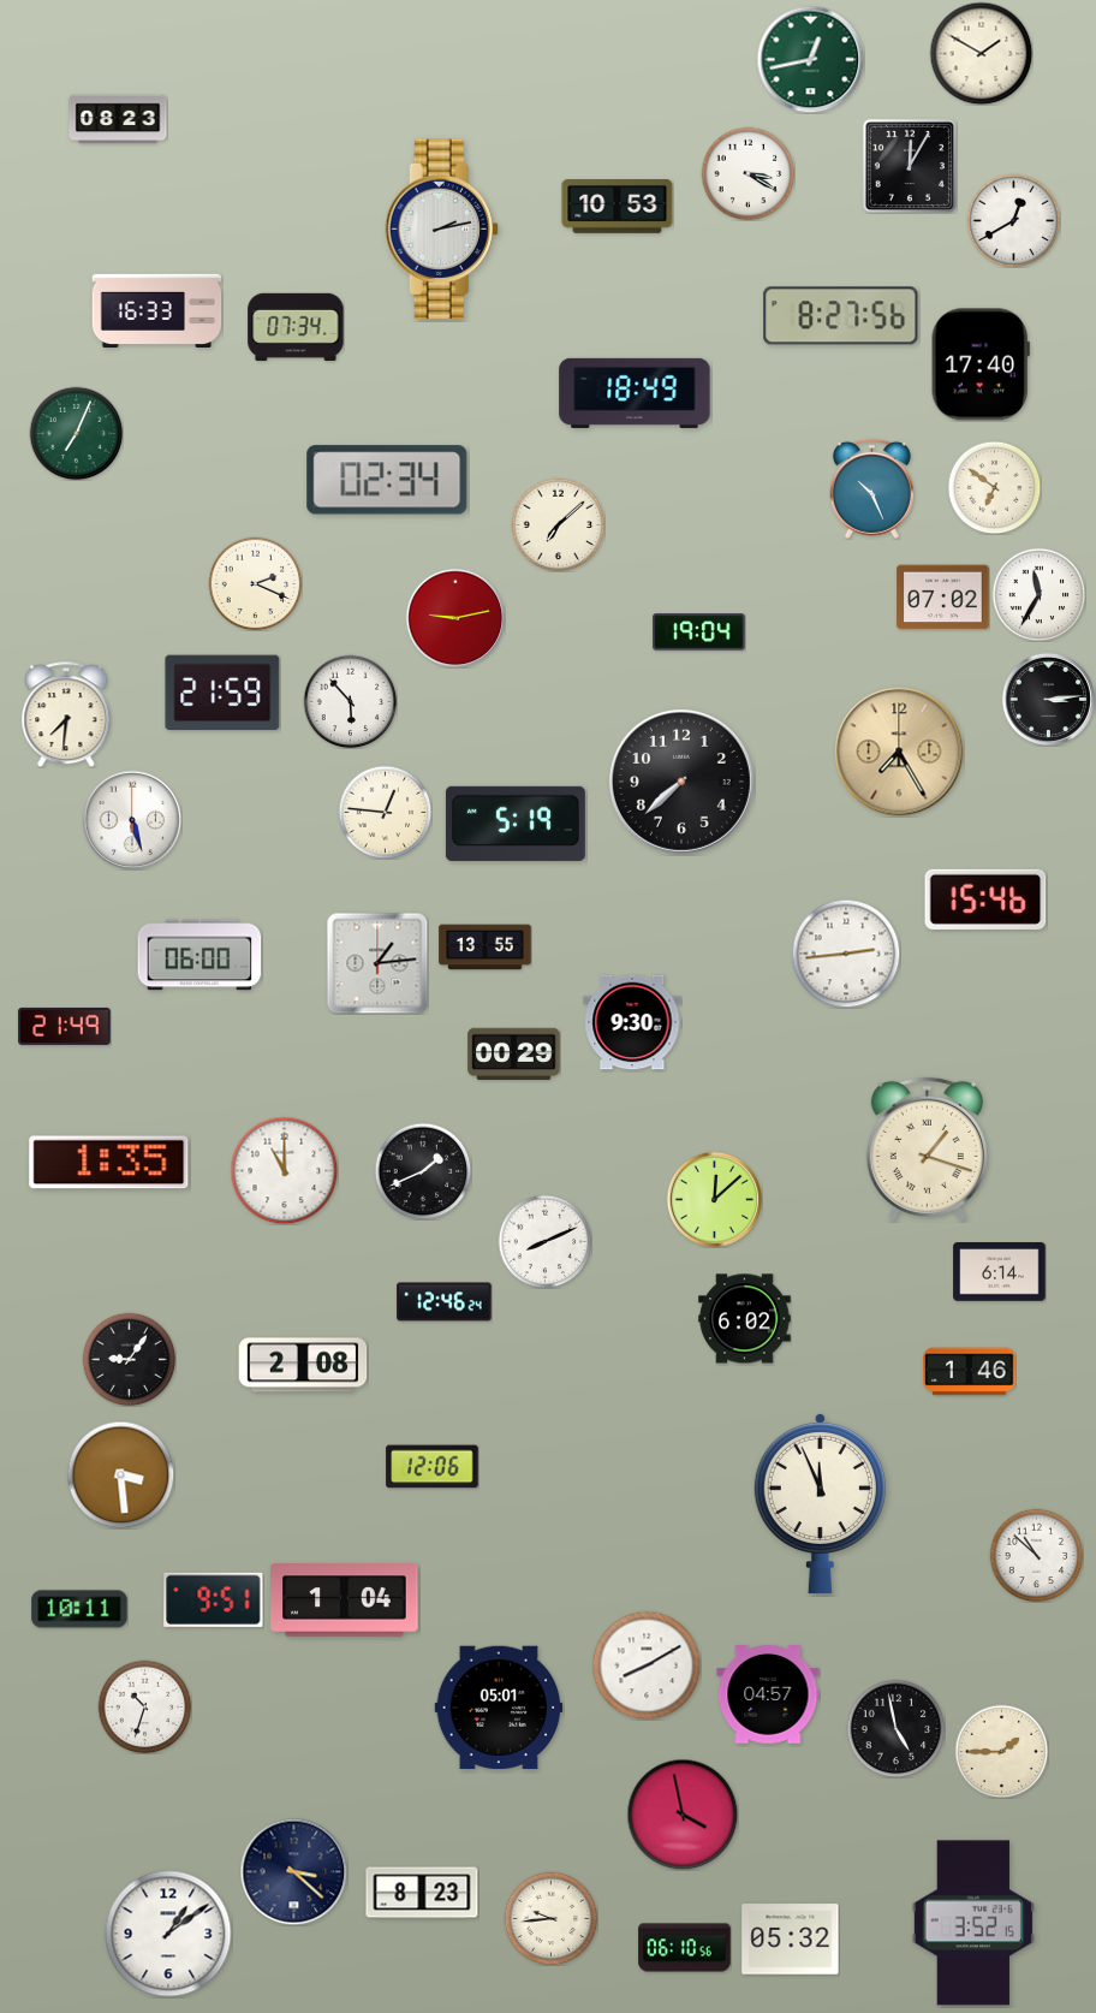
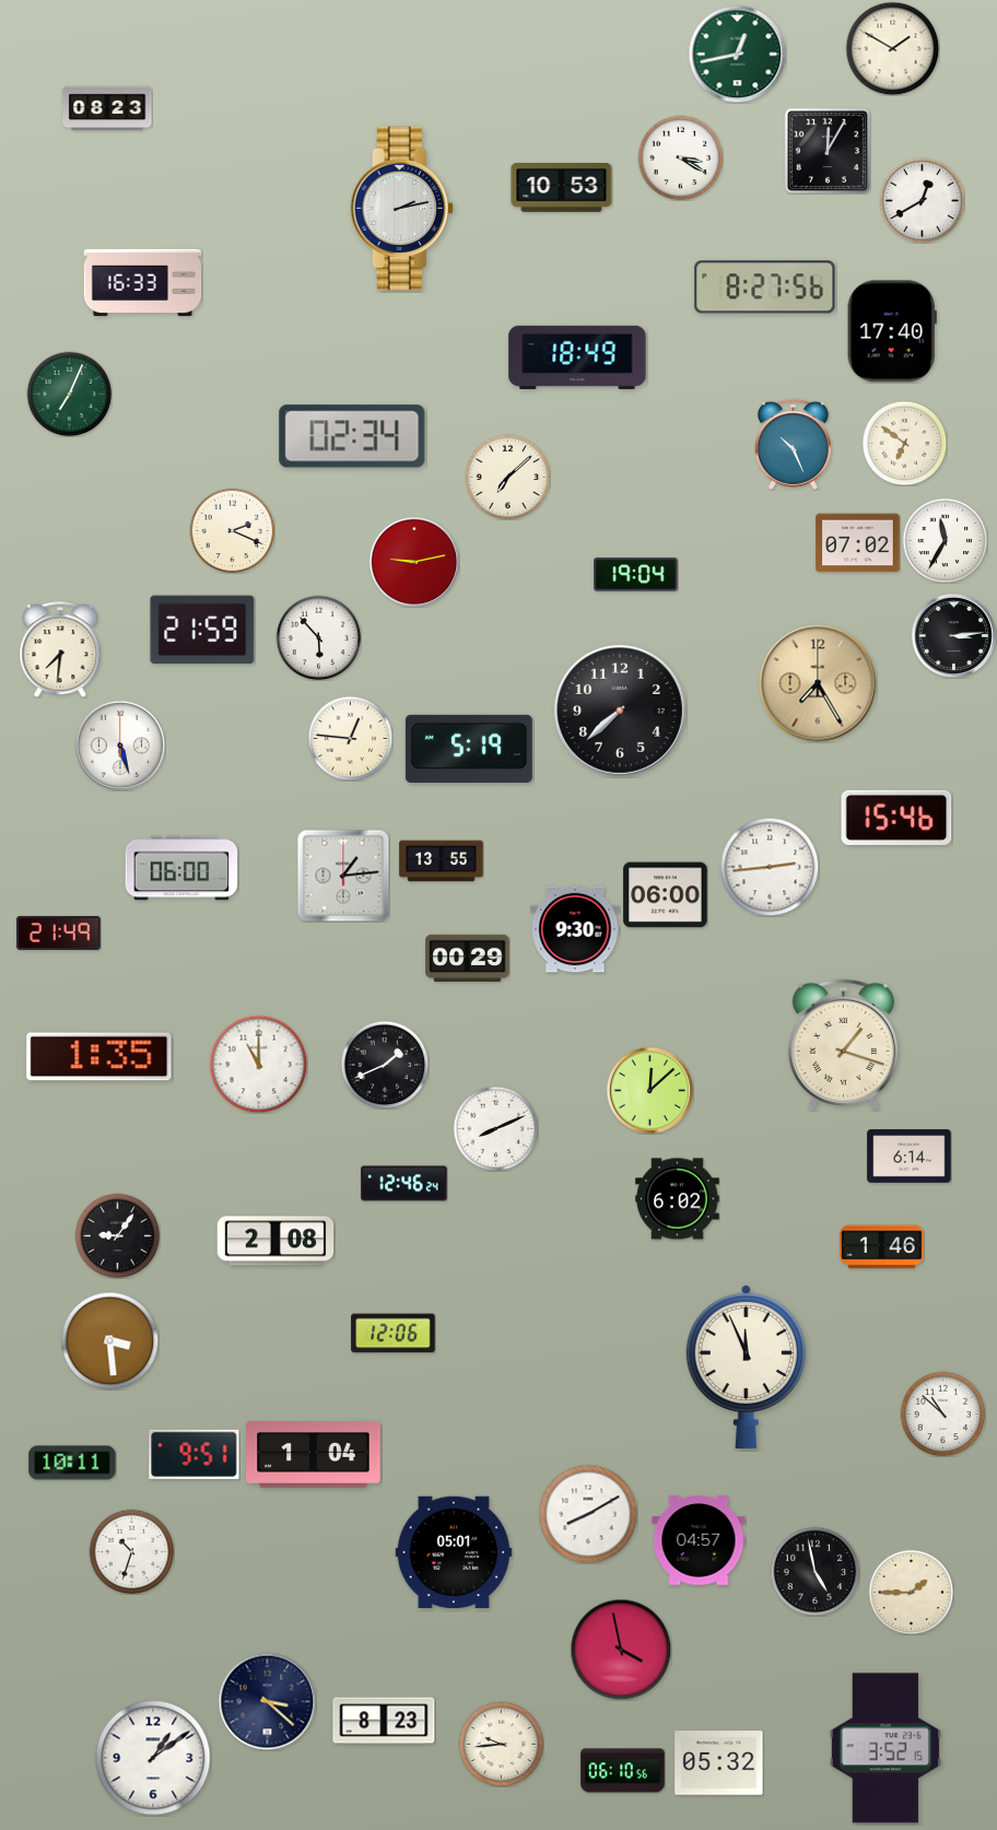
clock at (296, 327): 07:34 -> none
clock at (666, 895): none -> 06:00
